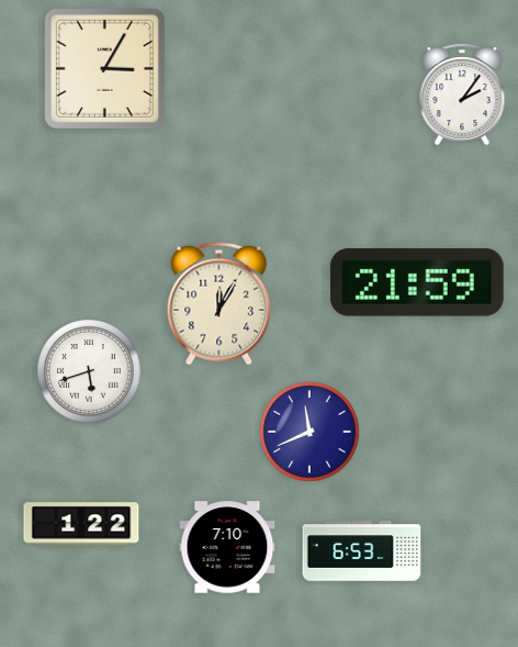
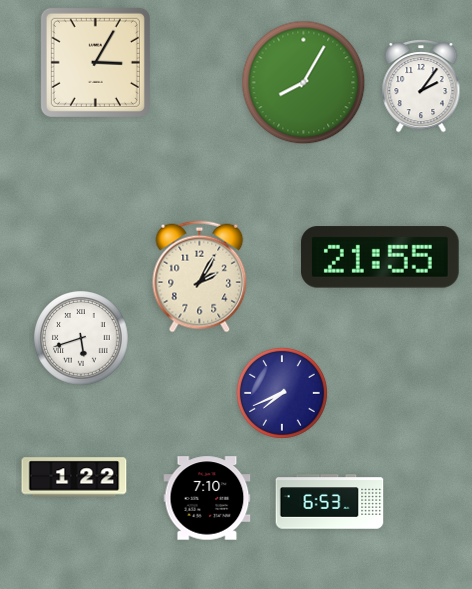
clock at (304, 83): none -> 8:05
clock at (417, 282): 21:59 -> 21:55
clock at (219, 304): 12:05 -> 2:05
clock at (309, 432): 11:41 -> 7:41
